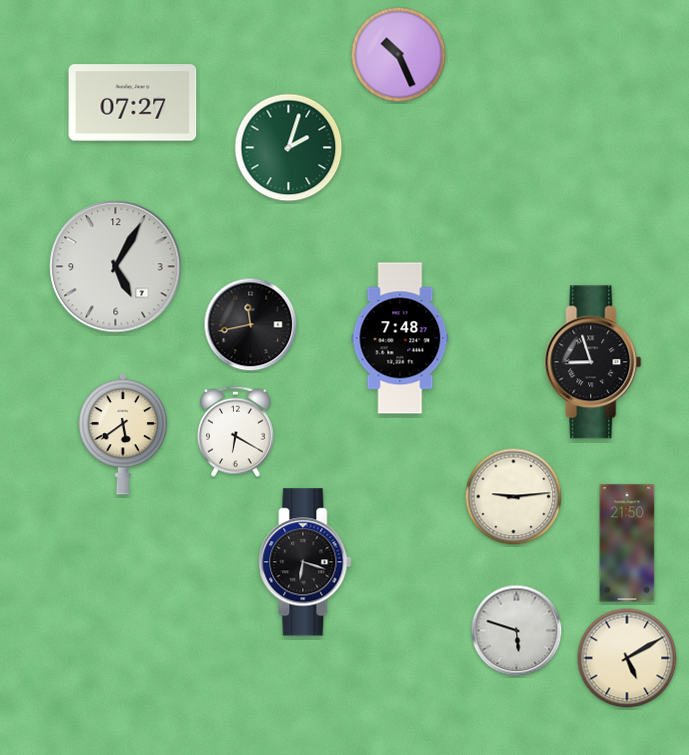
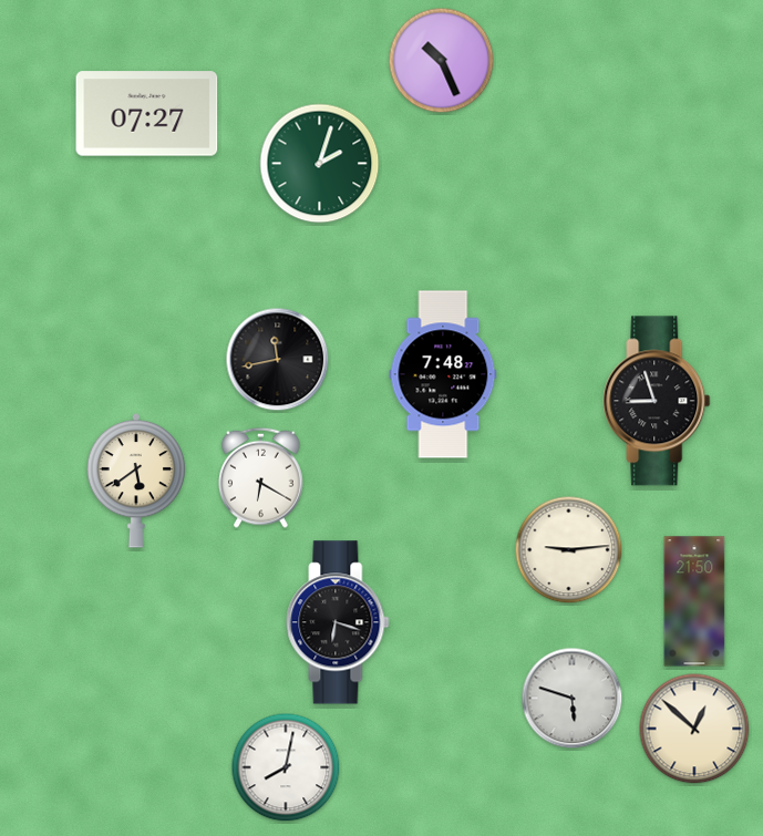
clock at (116, 267): 5:05 -> none
clock at (627, 658): 5:10 -> 12:52
clock at (286, 767): none -> 8:02
